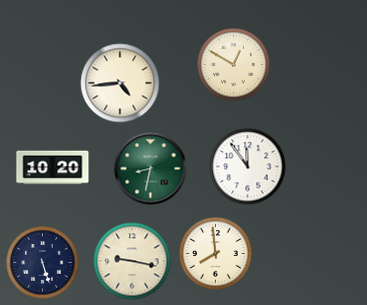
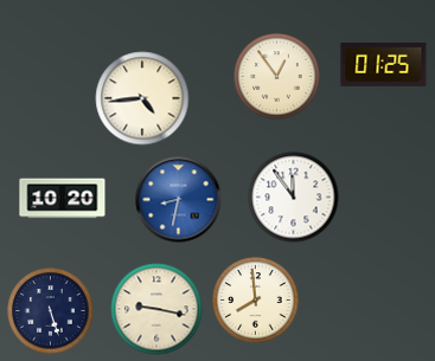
clock at (384, 64): none -> 01:25
clock at (234, 65): 12:50 -> 12:54
clock at (151, 169) dial: green -> blue
